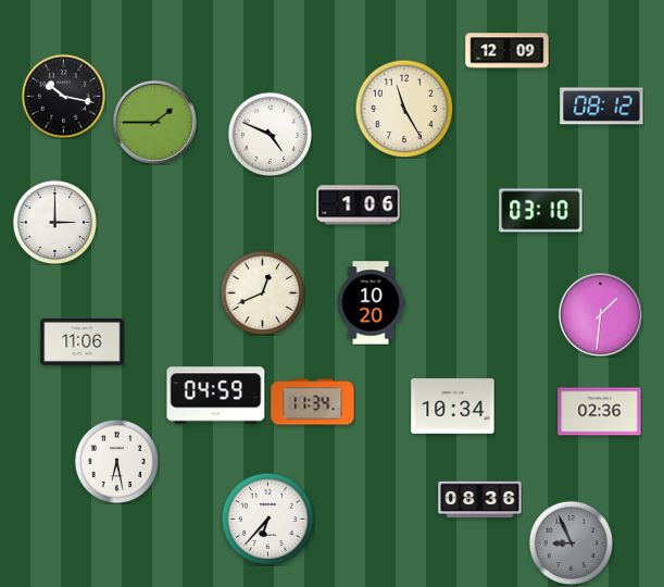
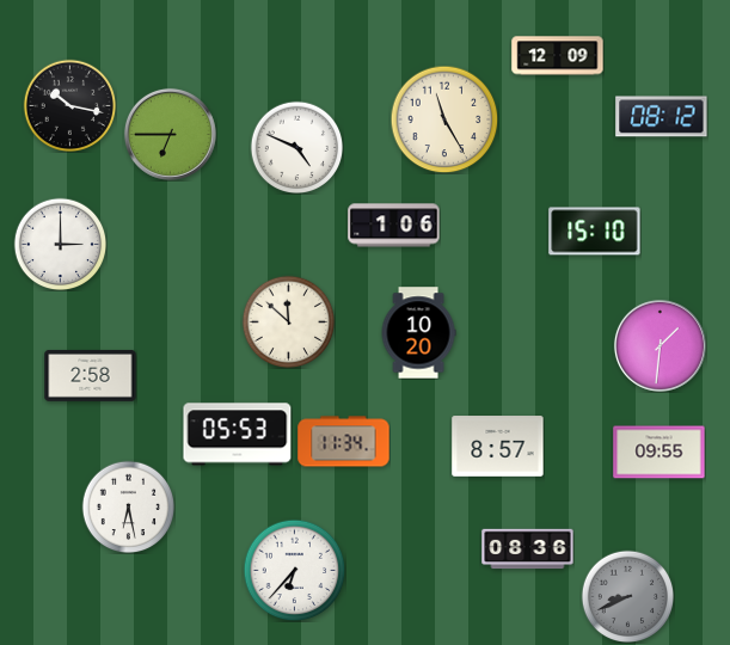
clock at (154, 122): 1:45 -> 6:45
clock at (541, 211): 03:10 -> 15:10
clock at (262, 292): 12:41 -> 11:52
clock at (371, 303) position: (371, 303) -> (418, 333)
clock at (83, 341): 11:06 -> 2:58
clock at (216, 396): 04:59 -> 05:53
clock at (453, 407): 10:34 -> 8:57
clock at (600, 412): 02:36 -> 09:55
clock at (571, 542): 8:56 -> 8:41
